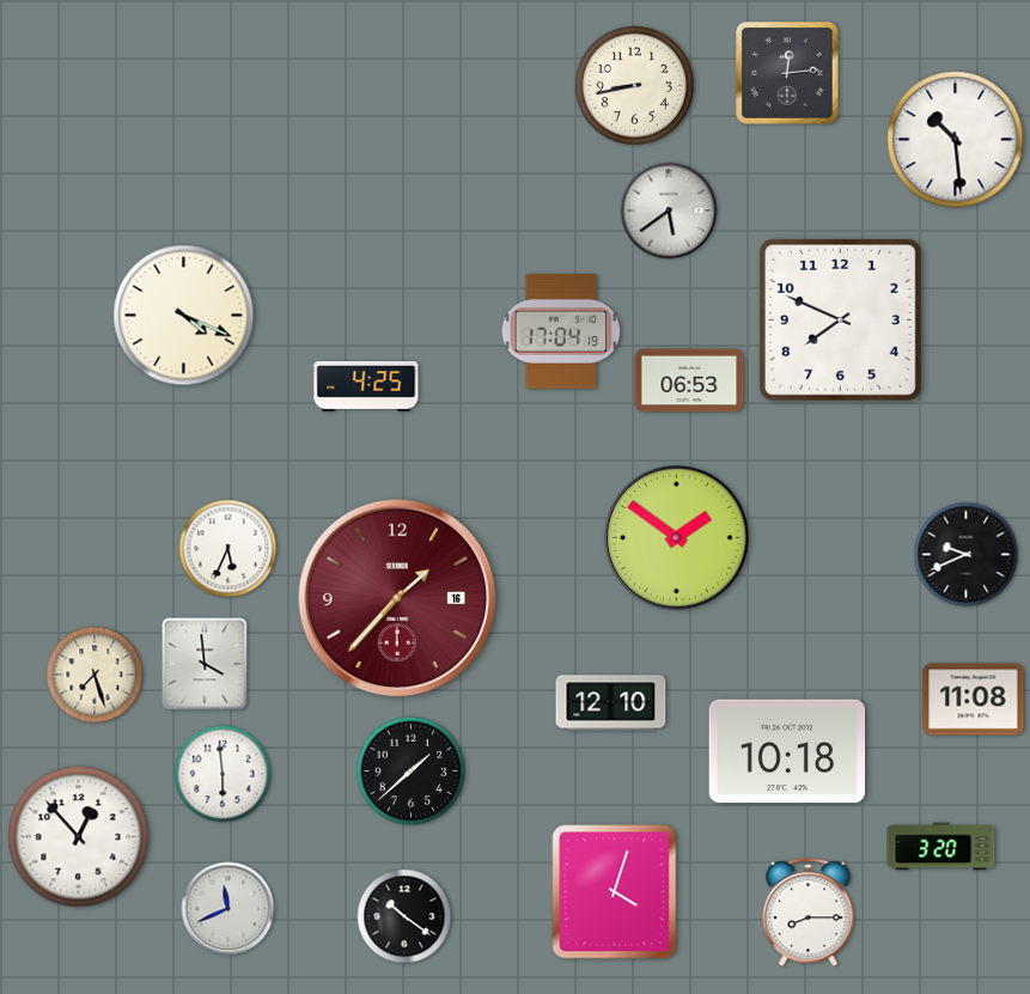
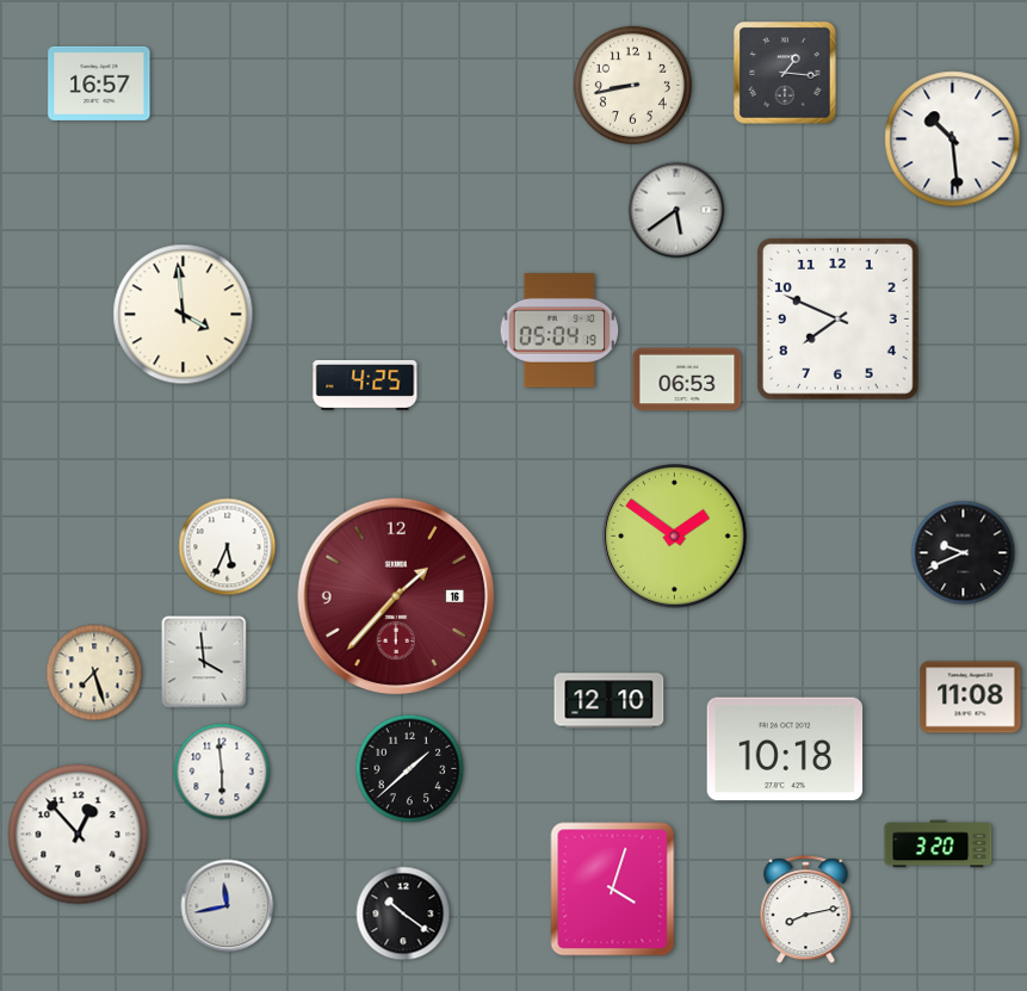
clock at (788, 74): 12:14 -> 1:16
clock at (99, 83): none -> 16:57
clock at (669, 211) position: (669, 211) -> (676, 210)
clock at (184, 316): 4:19 -> 3:59
clock at (561, 331): 17:04 -> 05:04
clock at (228, 909): 11:41 -> 11:43
clock at (809, 911): 8:15 -> 8:13
